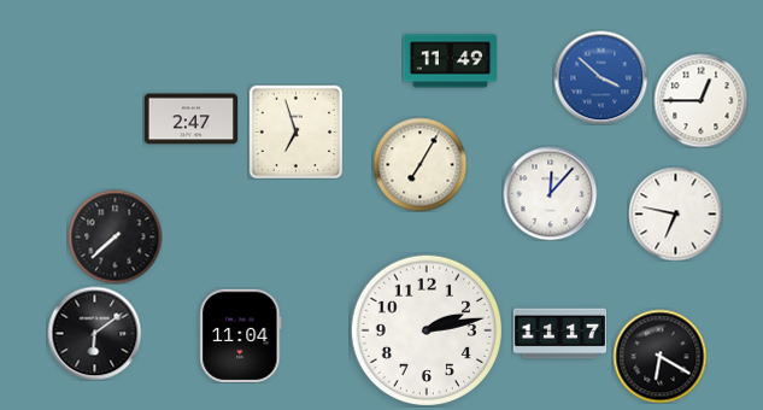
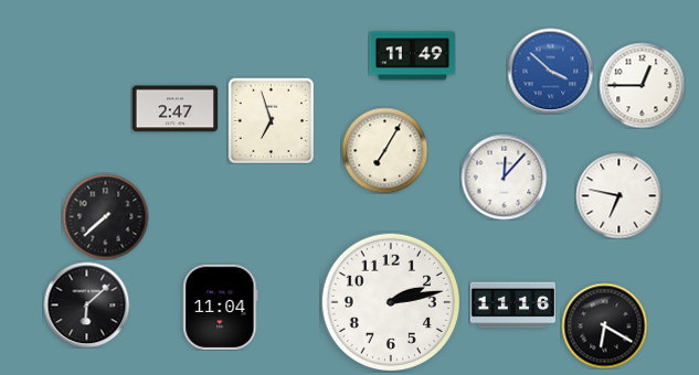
clock at (700, 100) position: (700, 100) -> (642, 85)
clock at (94, 333): 6:09 -> 6:08
clock at (559, 334): 11:17 -> 11:16
